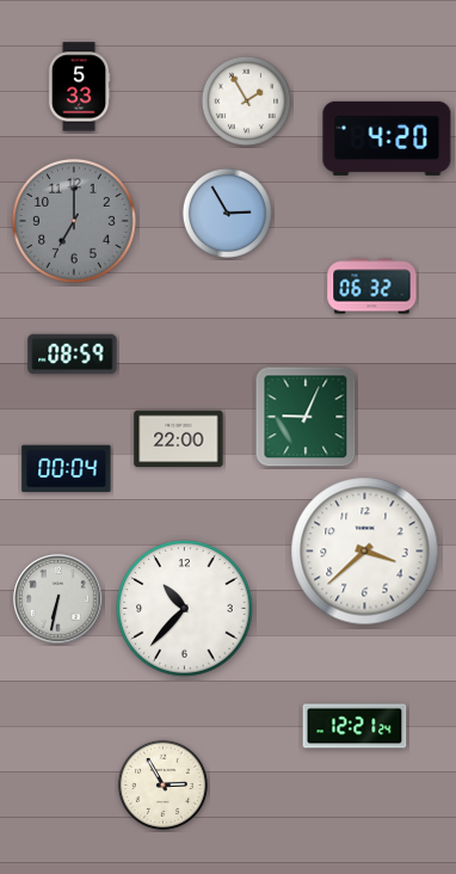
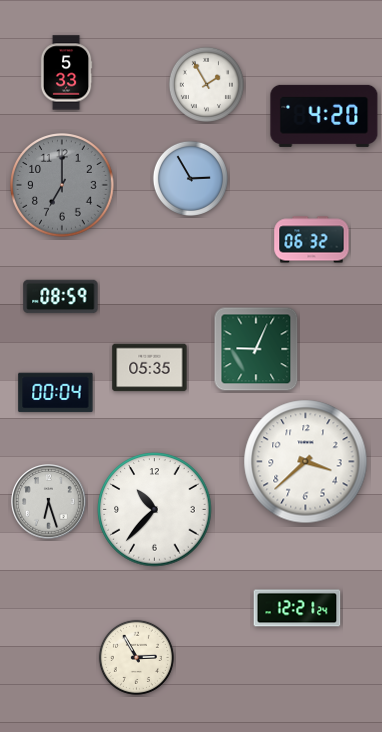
clock at (179, 439): 22:00 -> 05:35
clock at (58, 599): 6:32 -> 6:27
